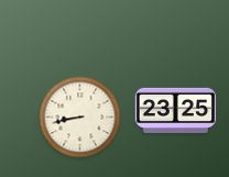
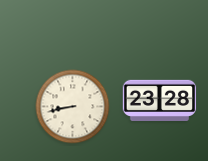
clock at (176, 110): 23:25 -> 23:28
